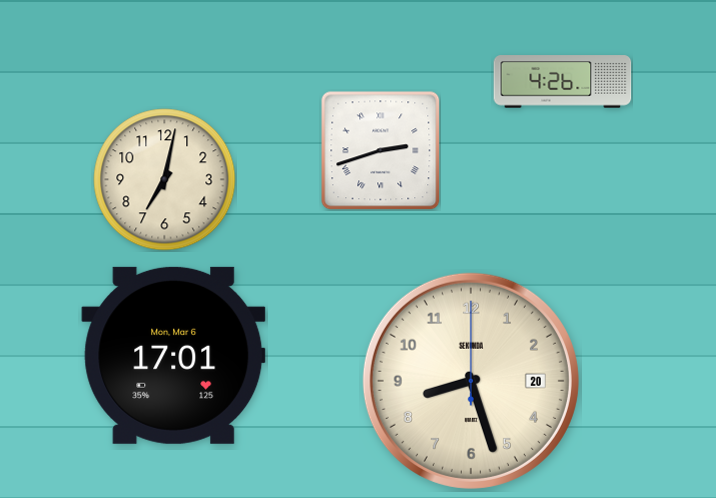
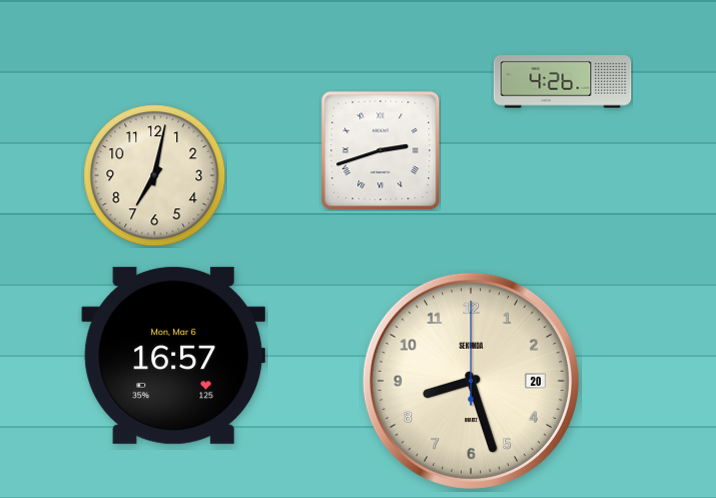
clock at (165, 180) position: (165, 180) -> (155, 176)
clock at (174, 355): 17:01 -> 16:57
